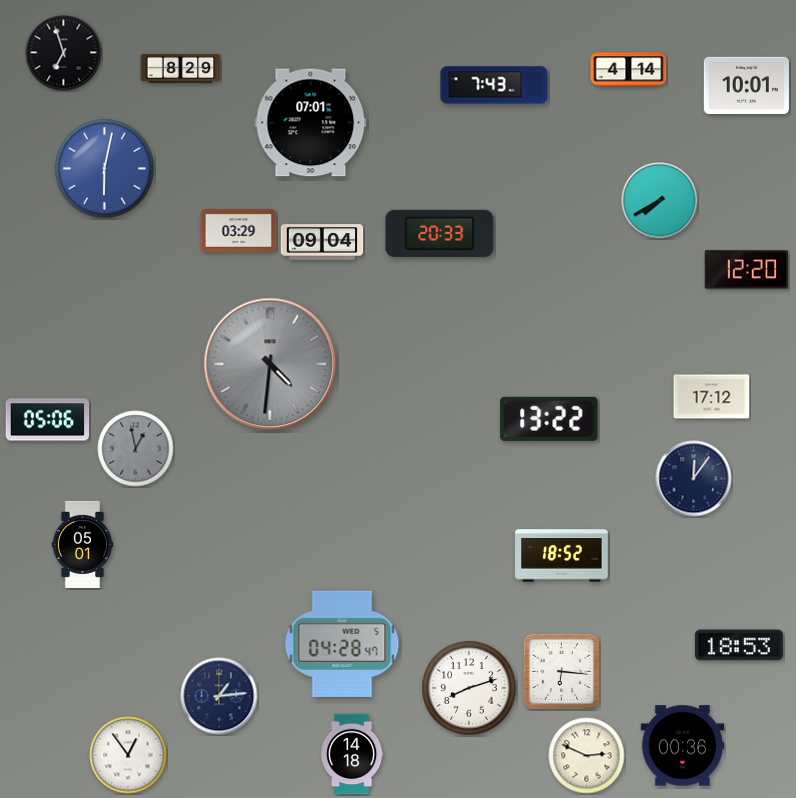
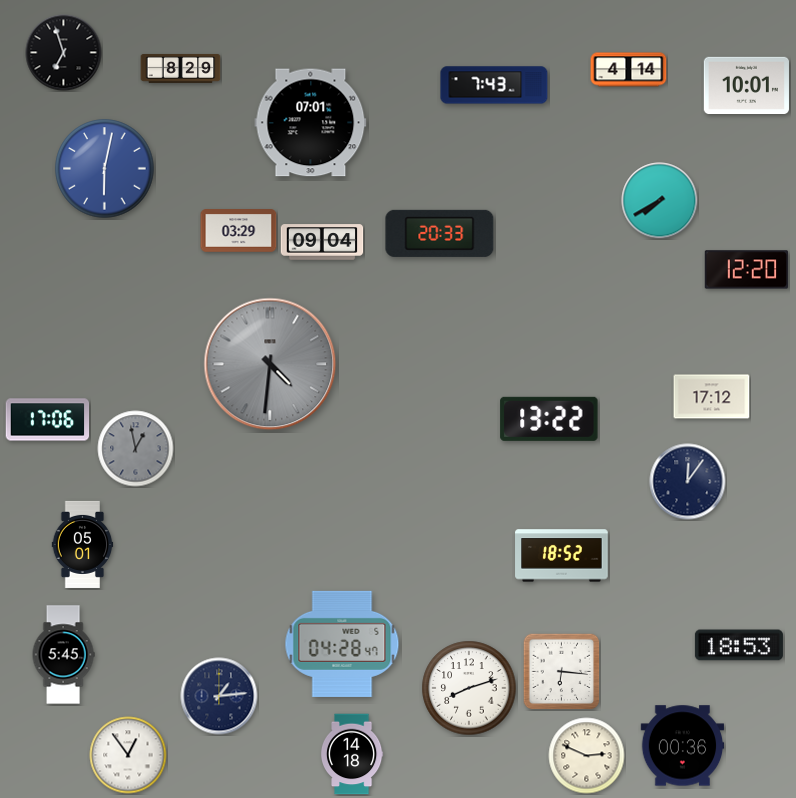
clock at (48, 420): 05:06 -> 17:06
clock at (694, 479) position: (694, 479) -> (688, 482)
clock at (63, 655): none -> 5:45
